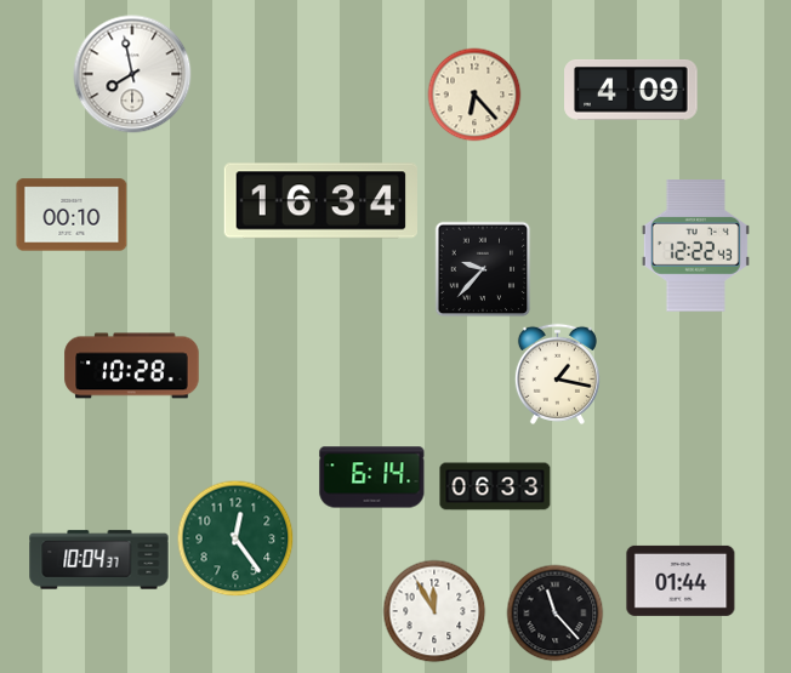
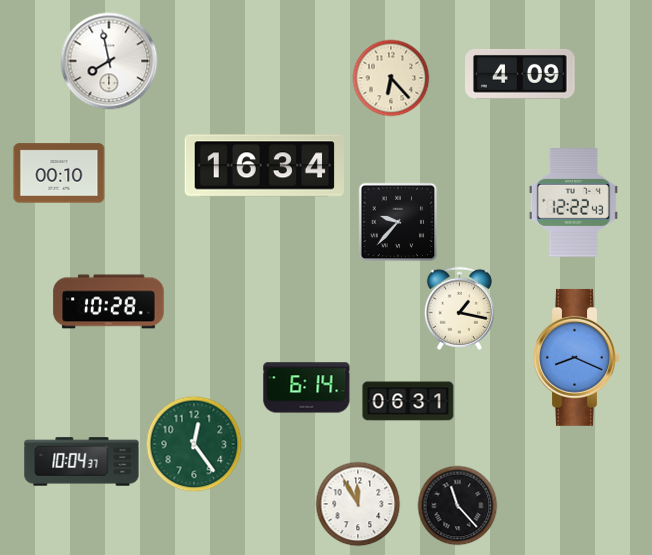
clock at (72, 215) position: (72, 215) -> (59, 173)
clock at (577, 357): none -> 8:19
clock at (372, 478) position: (372, 478) -> (307, 388)
clock at (495, 486): 06:33 -> 06:31
clock at (681, 581): 01:44 -> none
